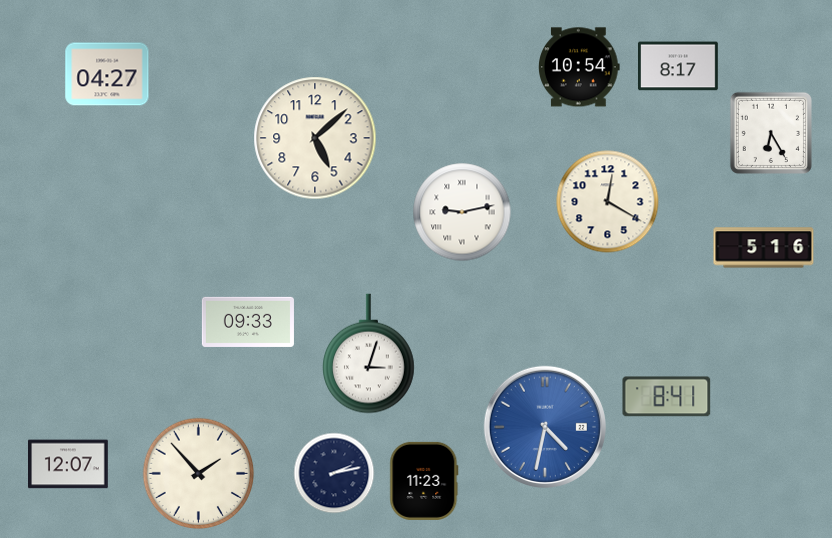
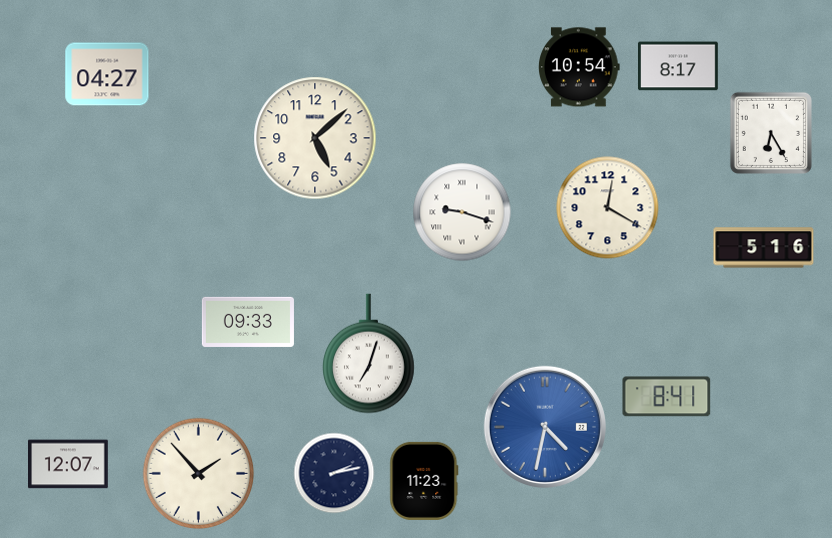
clock at (608, 202) position: (608, 202) -> (608, 208)
clock at (462, 212): 9:13 -> 9:18
clock at (369, 354): 3:03 -> 7:03
